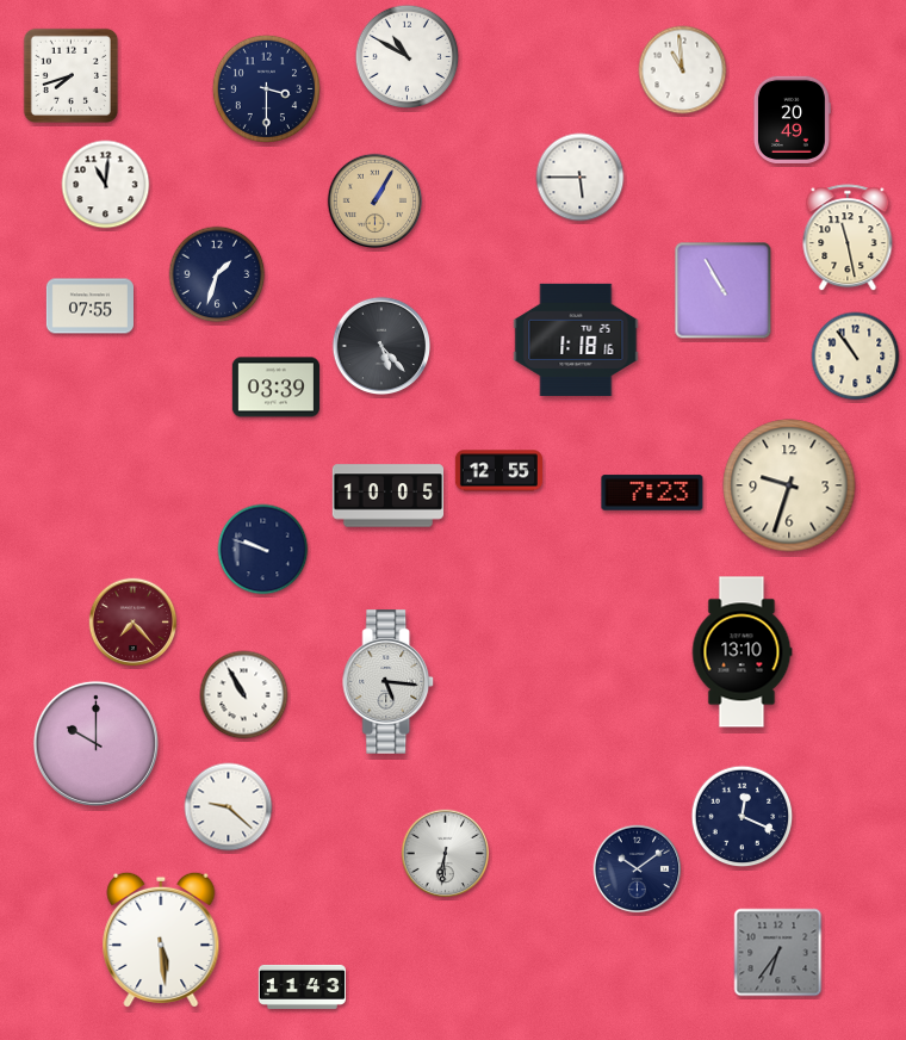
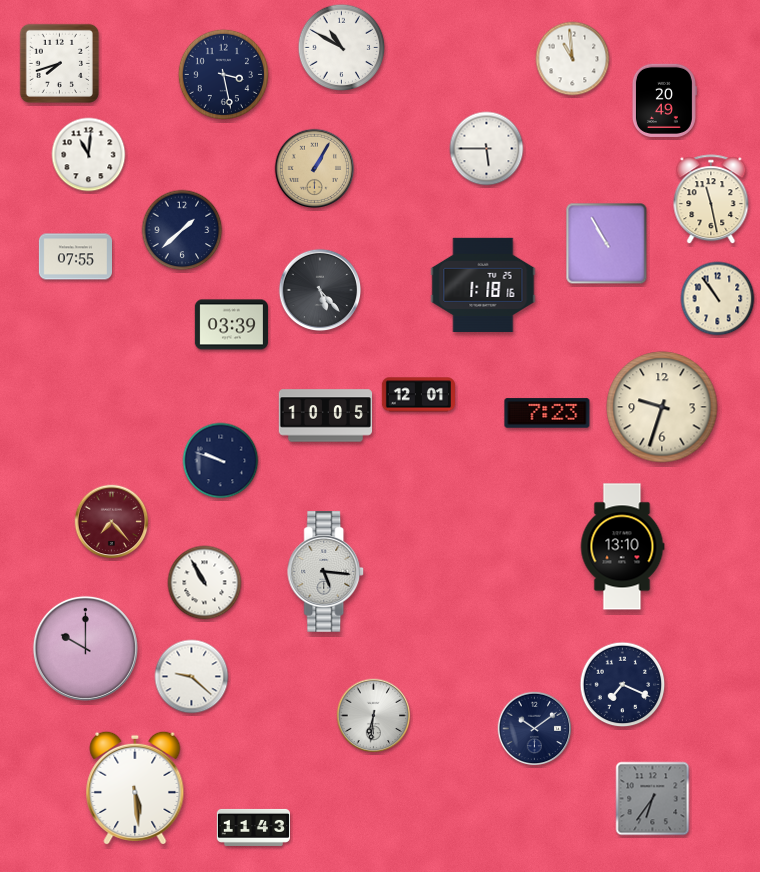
clock at (266, 88): 3:30 -> 3:28
clock at (217, 274): 1:33 -> 1:38
clock at (498, 471): 12:55 -> 12:01
clock at (95, 743) position: (95, 743) -> (85, 648)
clock at (743, 817): 12:19 -> 7:19
